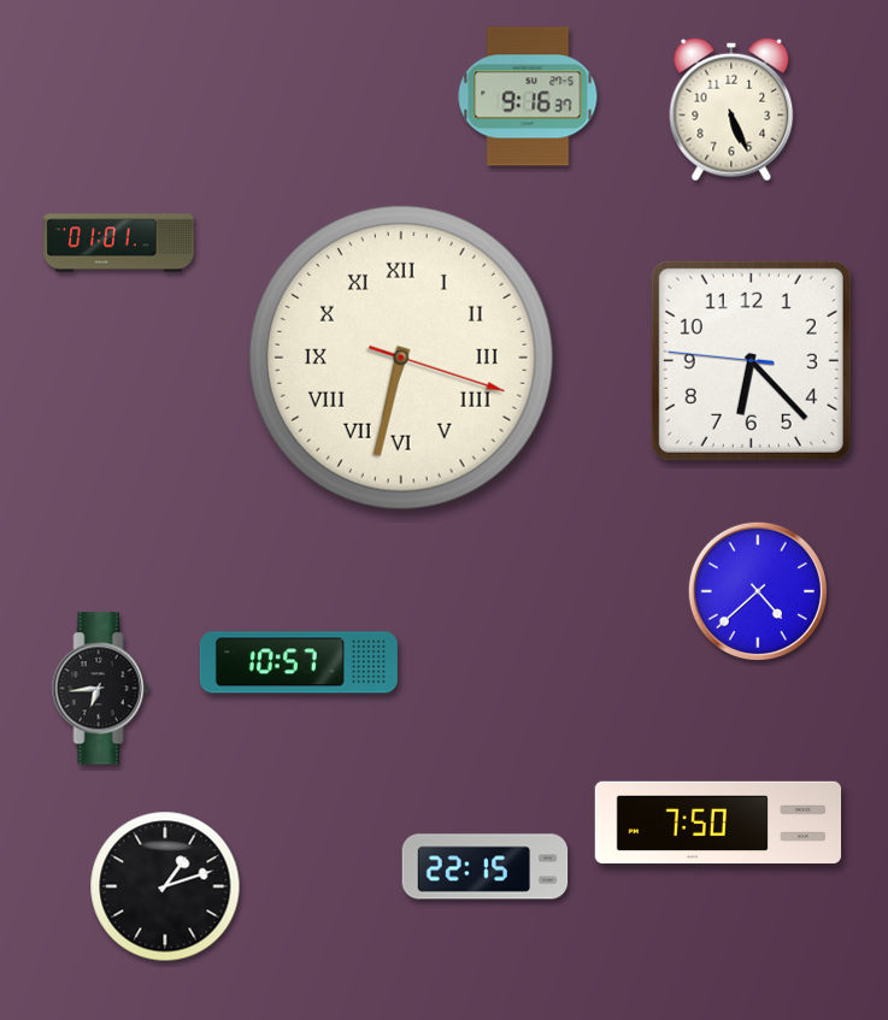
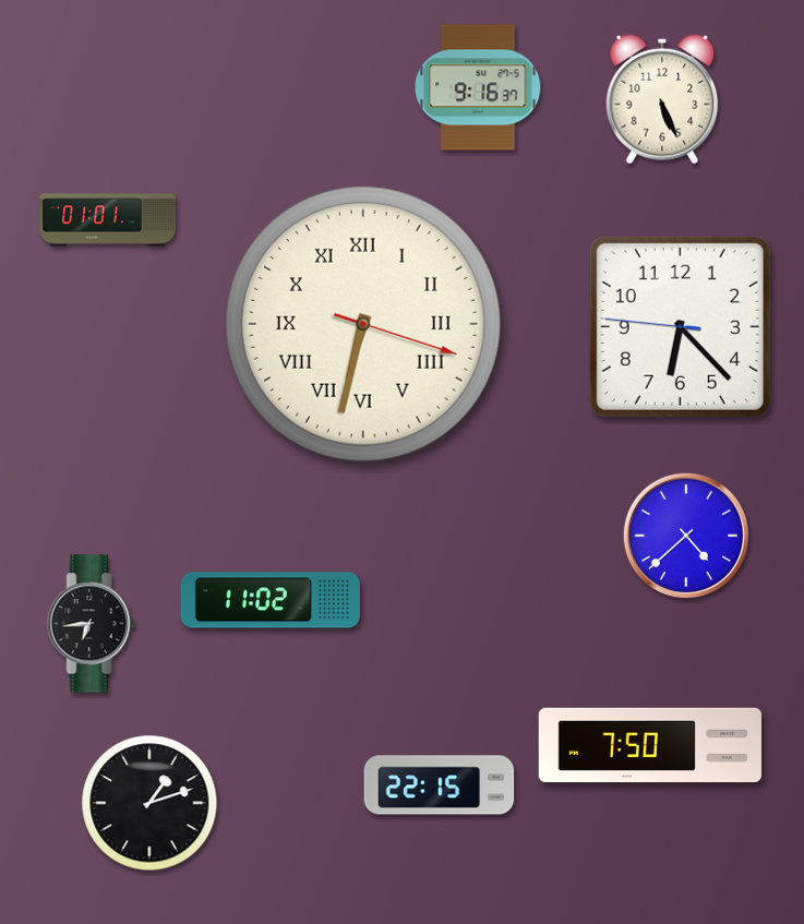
clock at (299, 662): 10:57 -> 11:02
